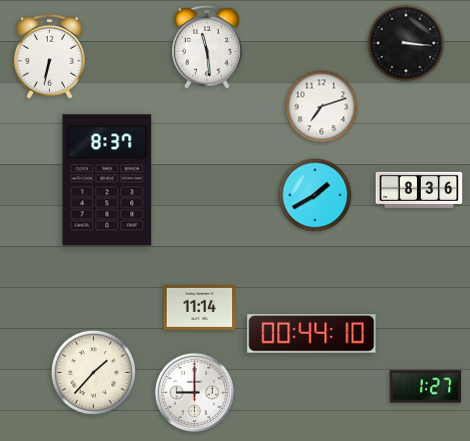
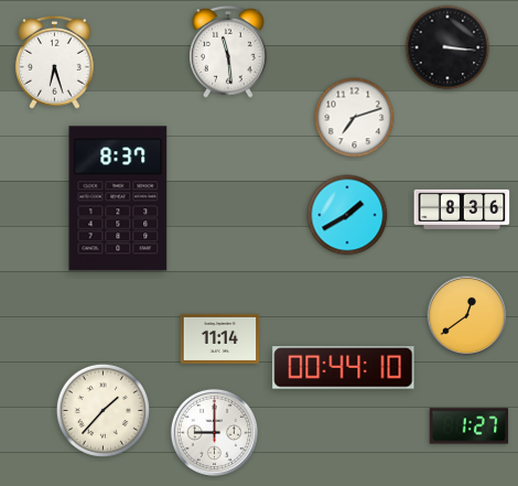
clock at (49, 56): 6:32 -> 6:27
clock at (467, 316): none -> 12:39
